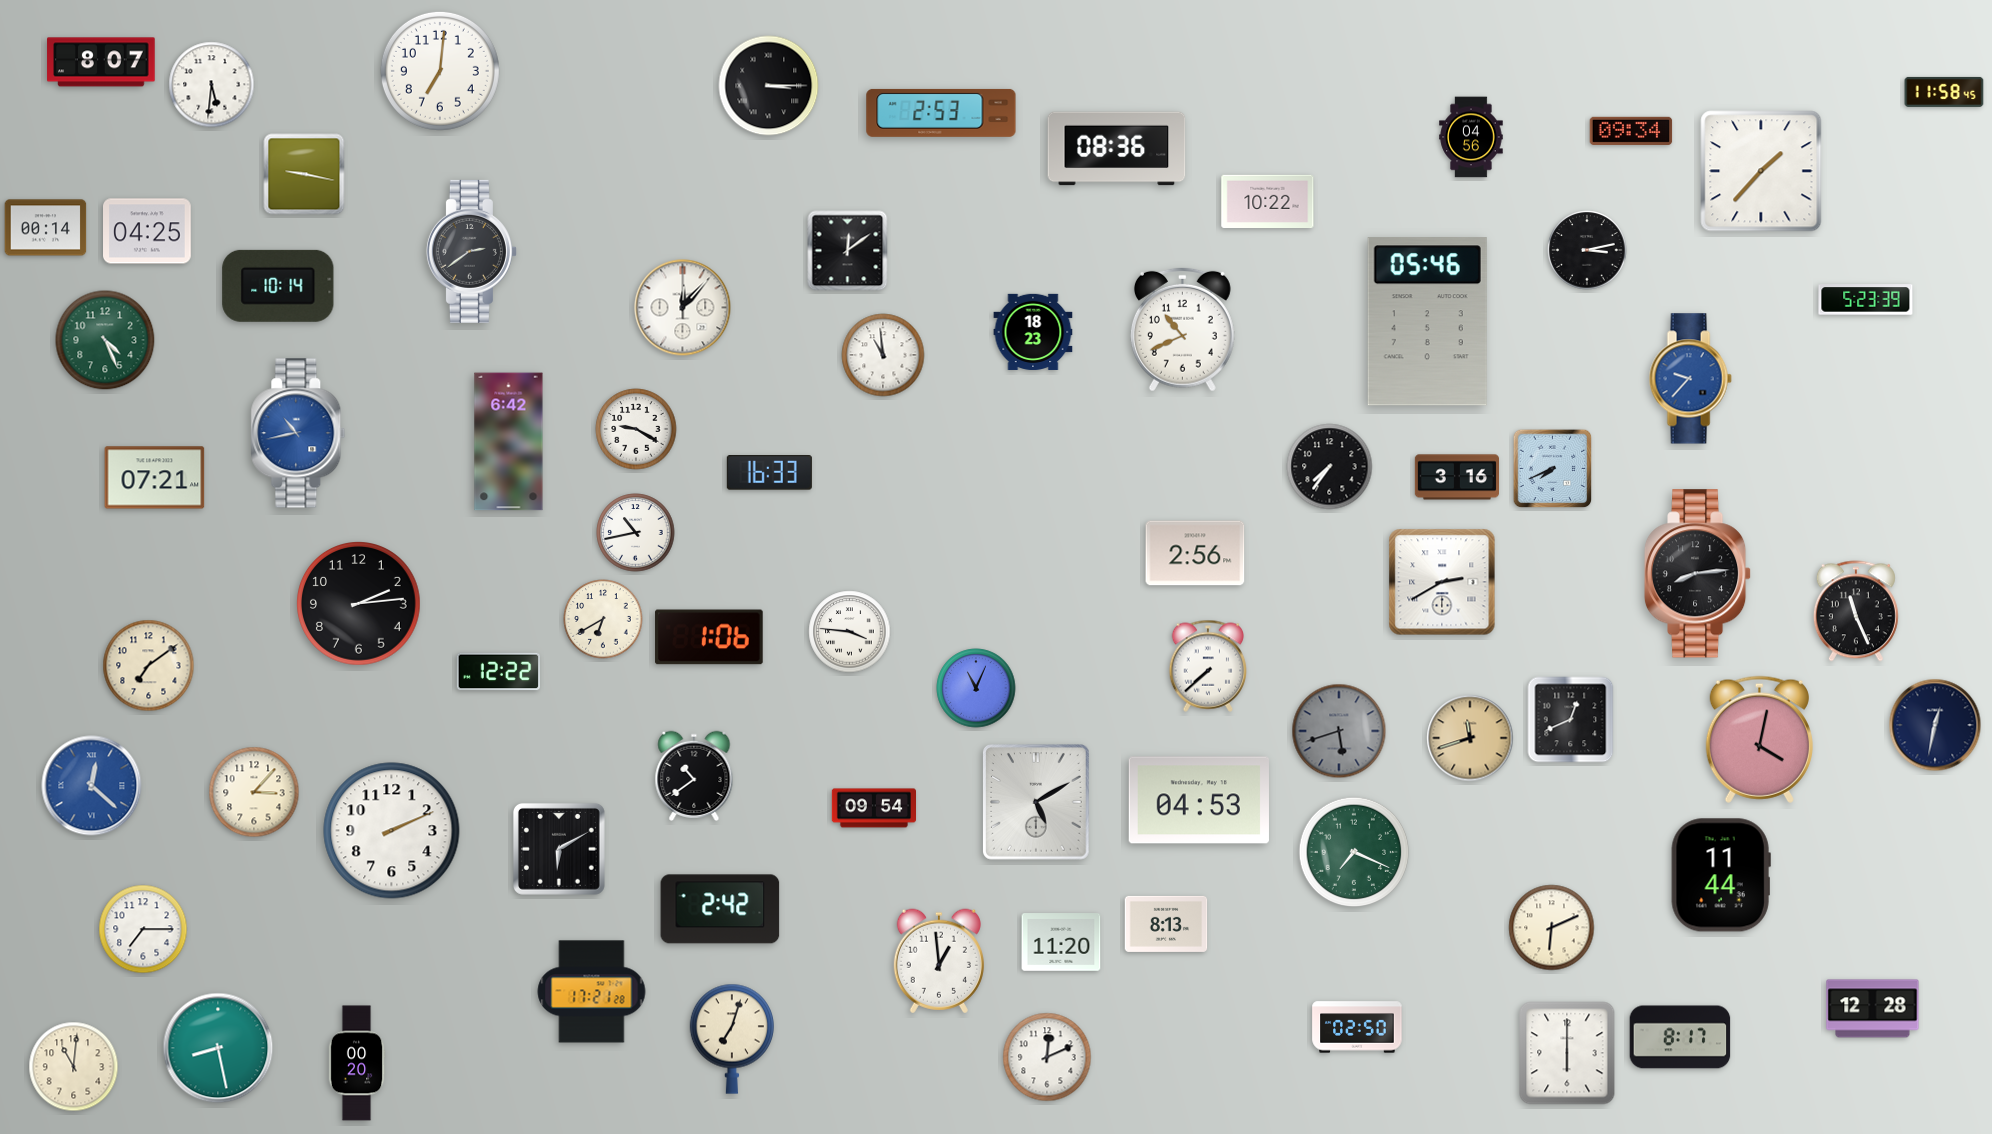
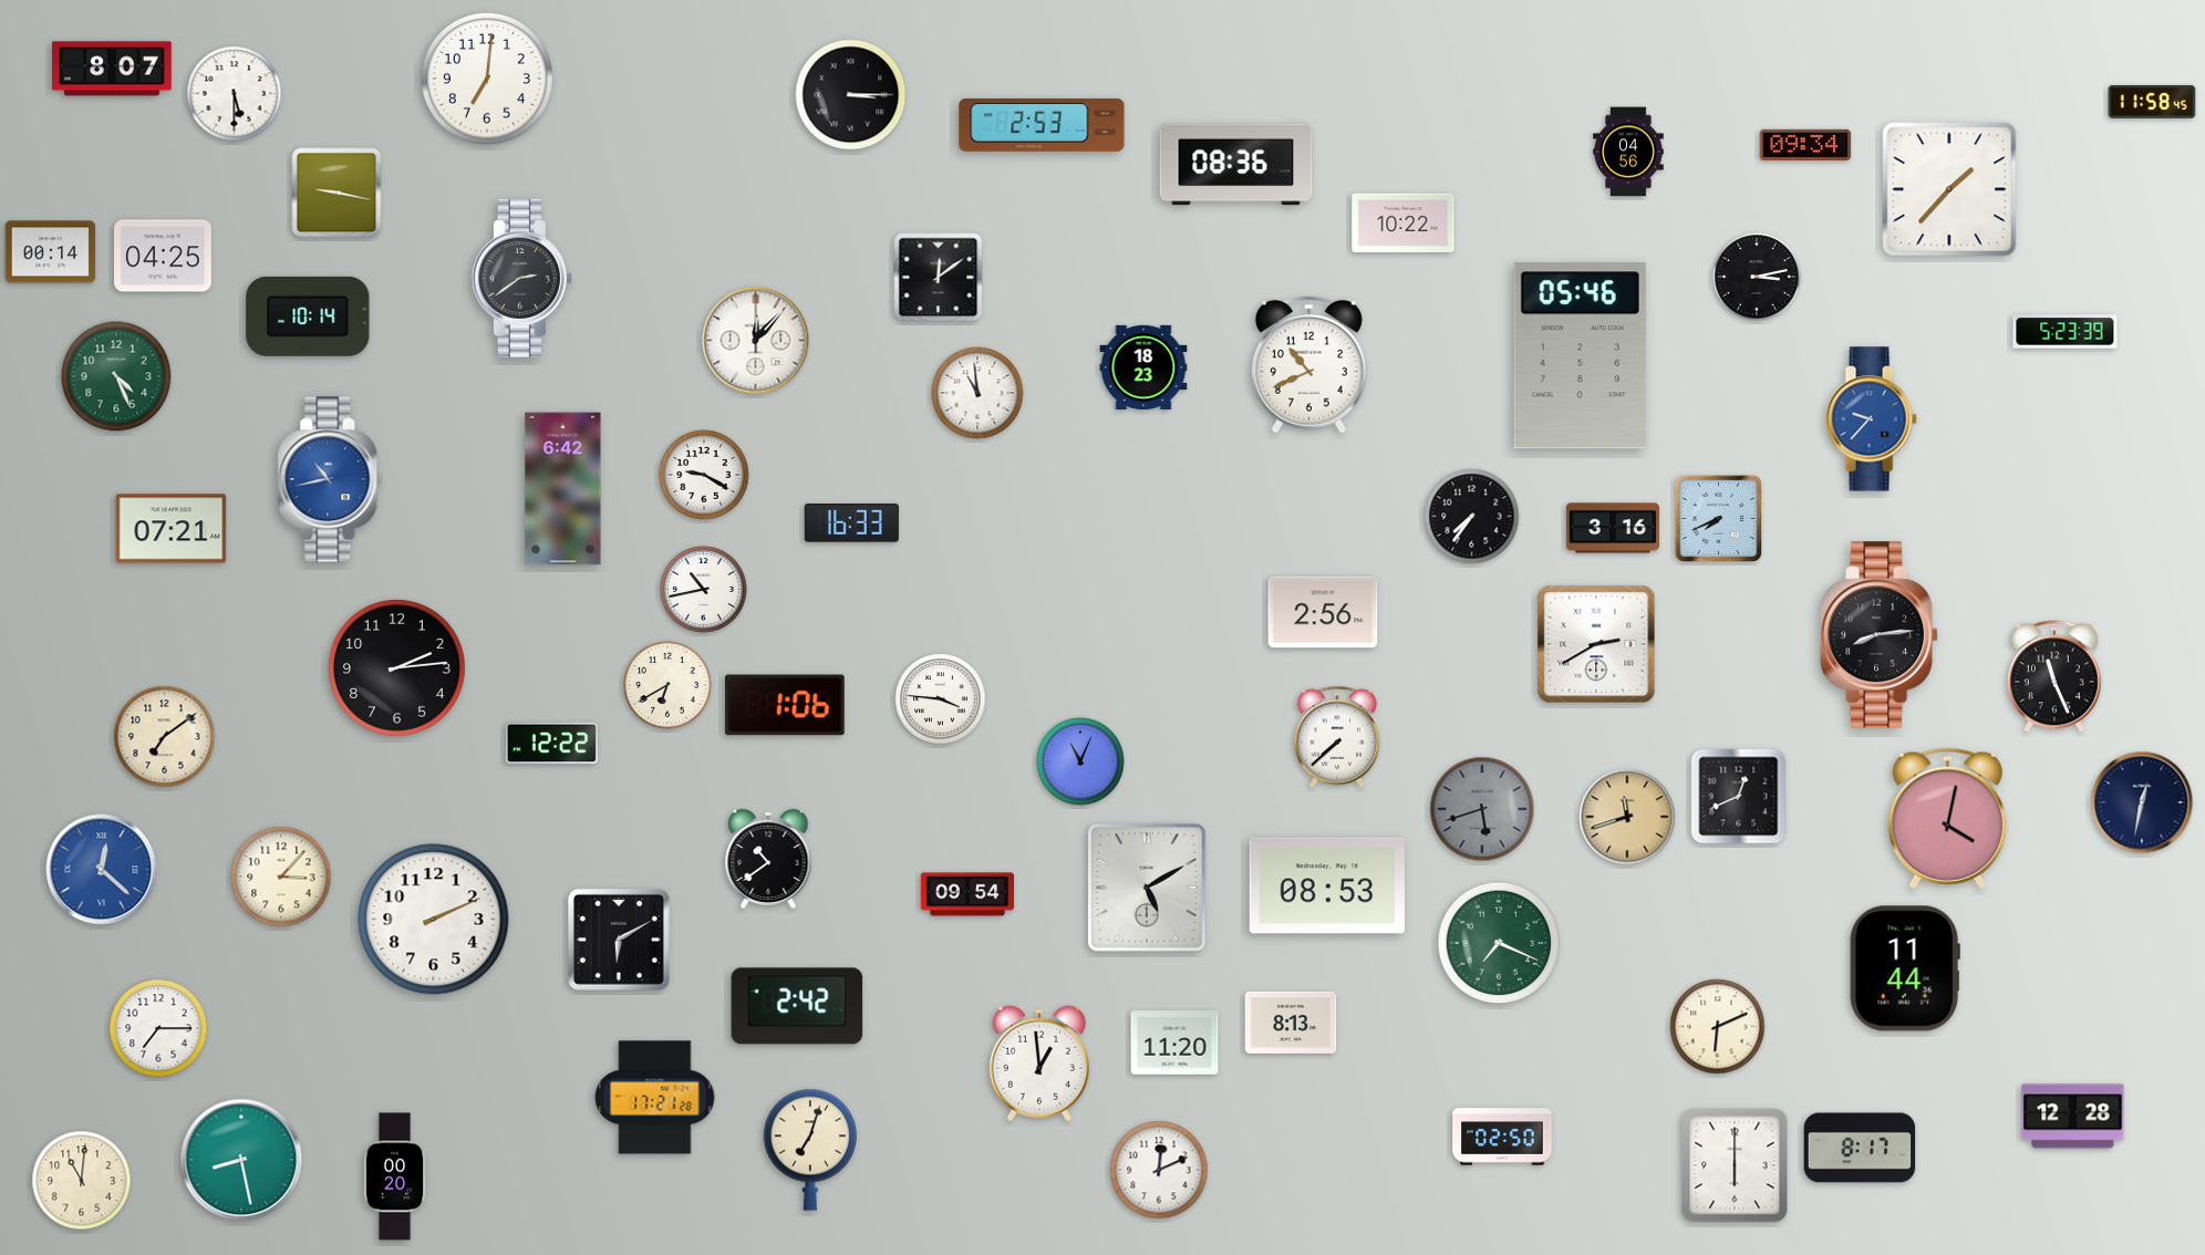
clock at (212, 85): 5:31 -> 5:30
clock at (1199, 800): 04:53 -> 08:53
